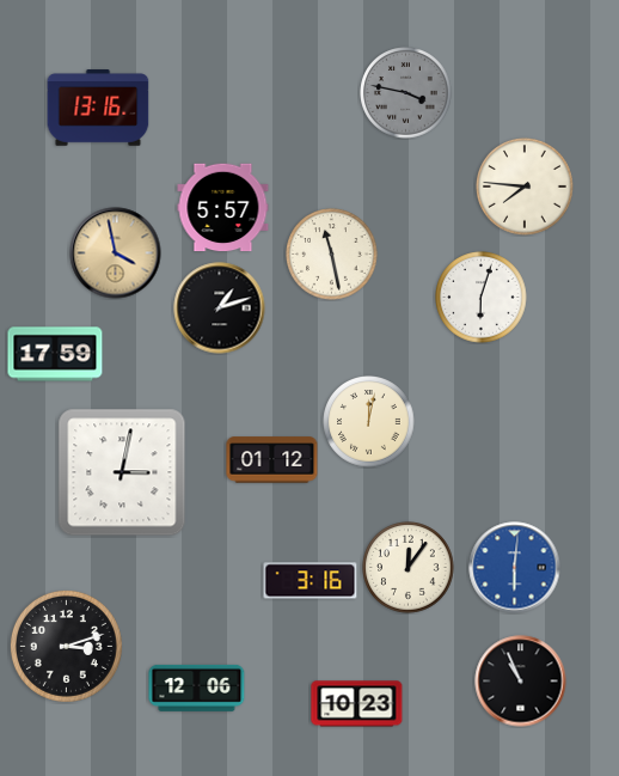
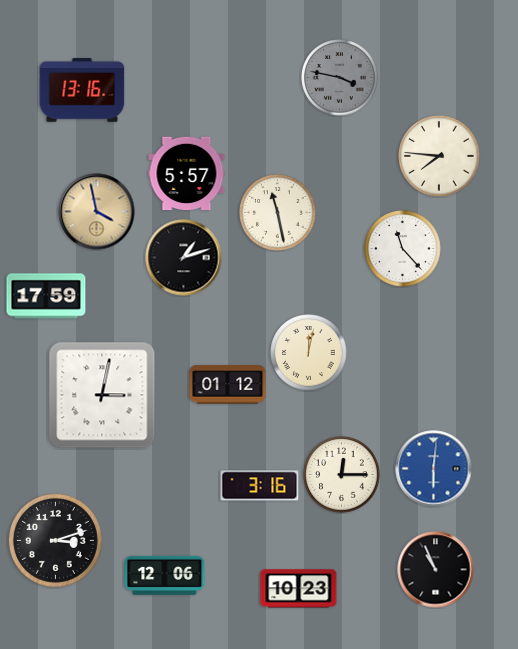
clock at (482, 298): 6:03 -> 11:23
clock at (409, 568): 12:06 -> 12:15
clock at (515, 568) position: (515, 568) -> (434, 469)
